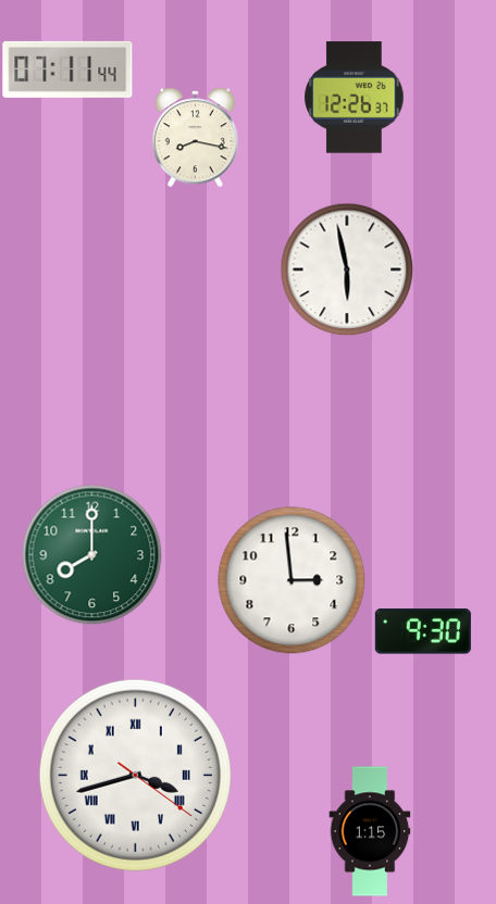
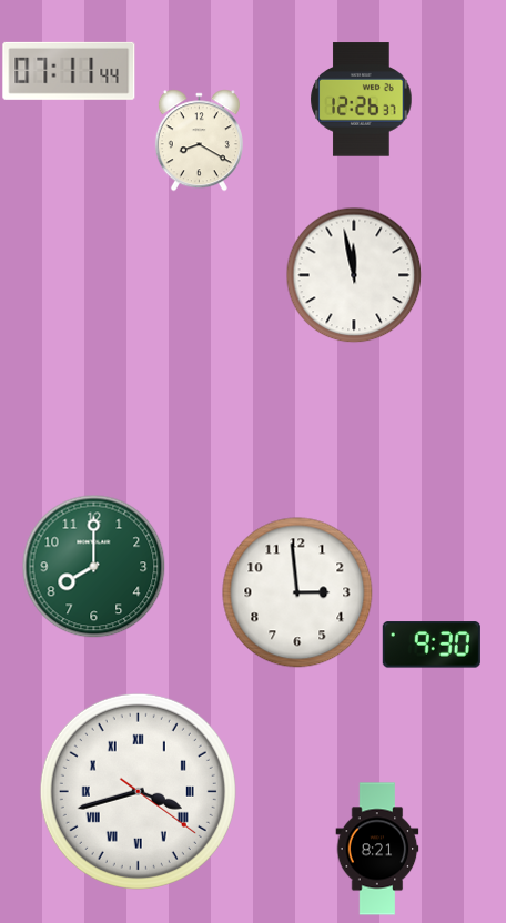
clock at (195, 137): 8:17 -> 8:20
clock at (347, 269): 5:58 -> 11:58
clock at (370, 831): 1:15 -> 8:21
